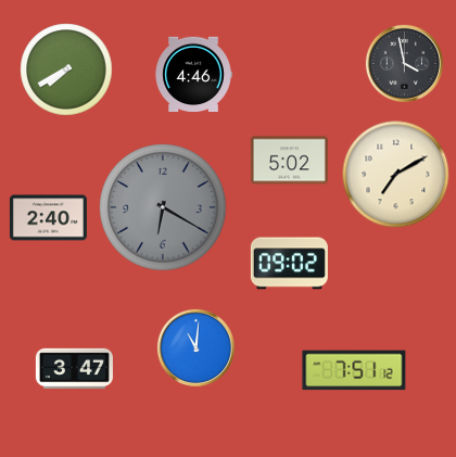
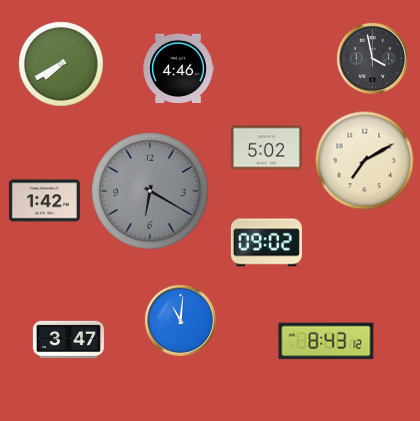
clock at (48, 218): 2:40 -> 1:42
clock at (354, 370): 7:51 -> 8:43
